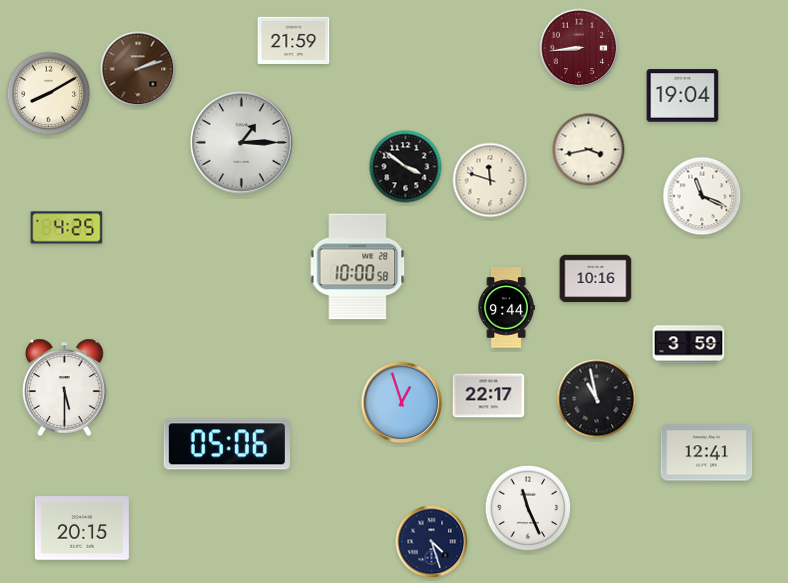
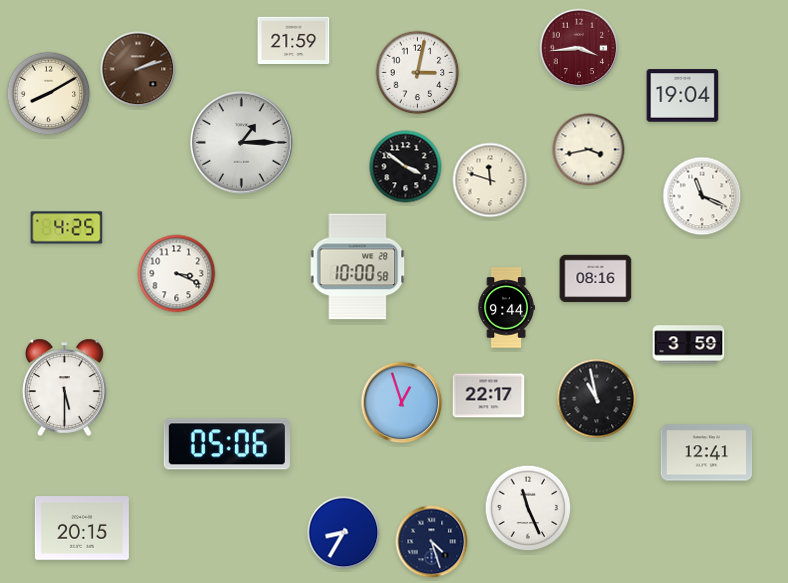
clock at (579, 48): 8:44 -> 3:44
clock at (418, 73): none -> 3:02
clock at (177, 274): none -> 3:19
clock at (596, 279): 10:16 -> 08:16
clock at (344, 533): none -> 8:35
